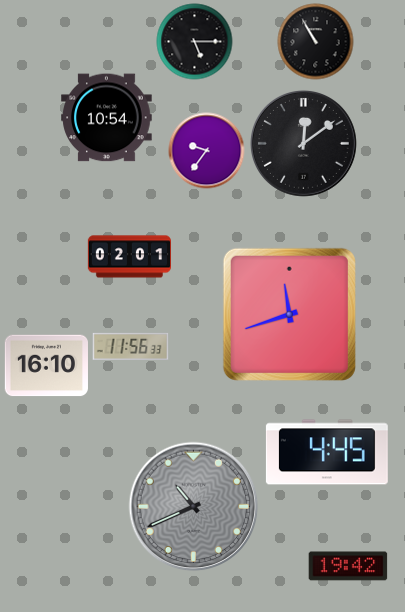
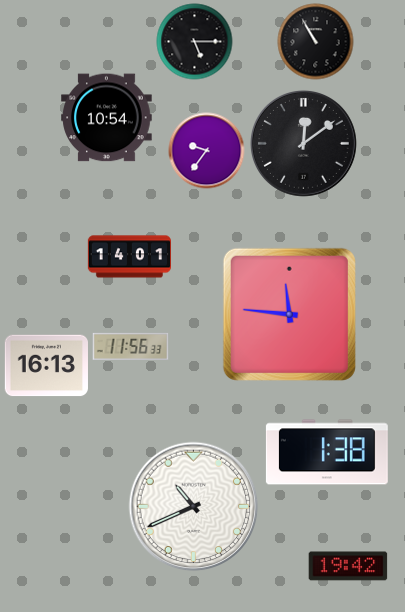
clock at (129, 257): 02:01 -> 14:01
clock at (289, 314): 11:42 -> 11:46
clock at (46, 366): 16:10 -> 16:13
clock at (327, 452): 4:45 -> 1:38
clock at (194, 507) dial: grey -> white
